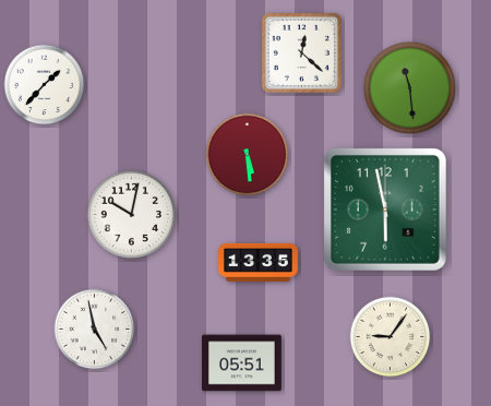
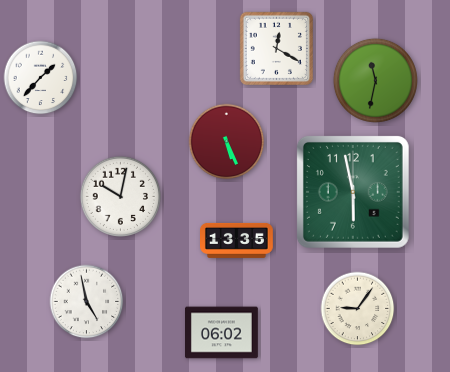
clock at (301, 52): 12:22 -> 12:20
clock at (409, 87): 11:29 -> 11:32
clock at (248, 155): 5:29 -> 5:26
clock at (242, 363): 05:51 -> 06:02
